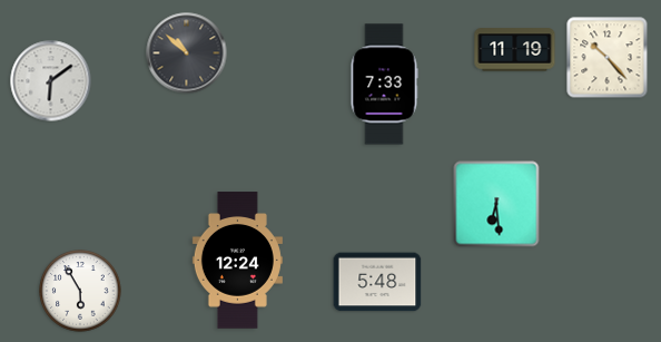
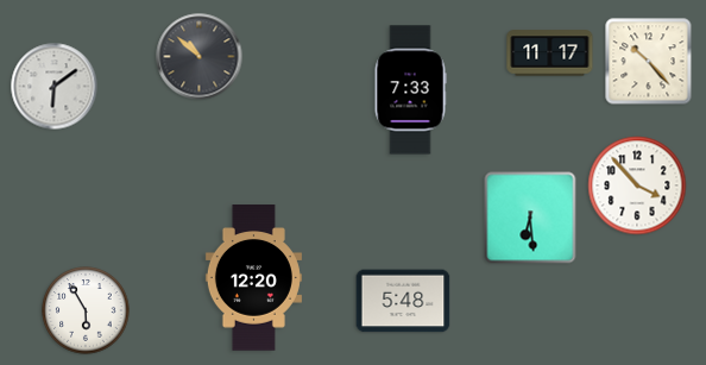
clock at (515, 50): 11:19 -> 11:17
clock at (637, 185): none -> 3:53
clock at (237, 261): 12:24 -> 12:20
